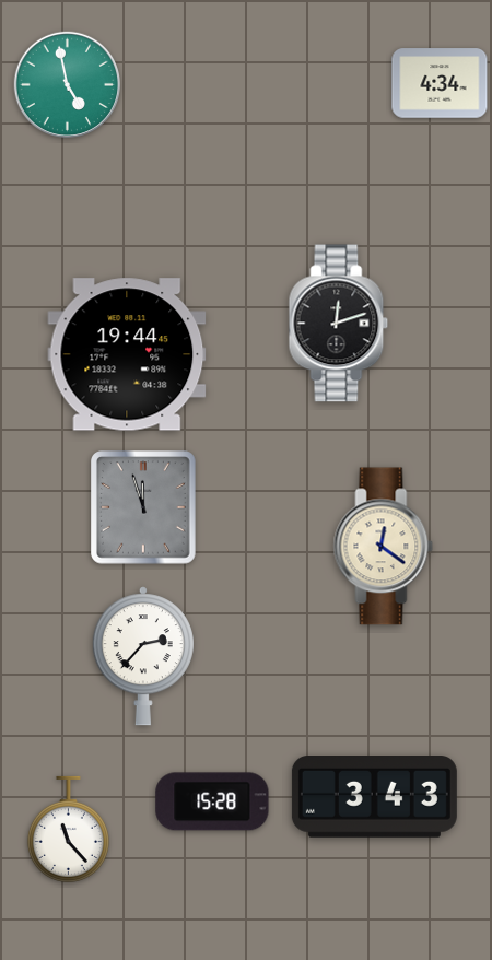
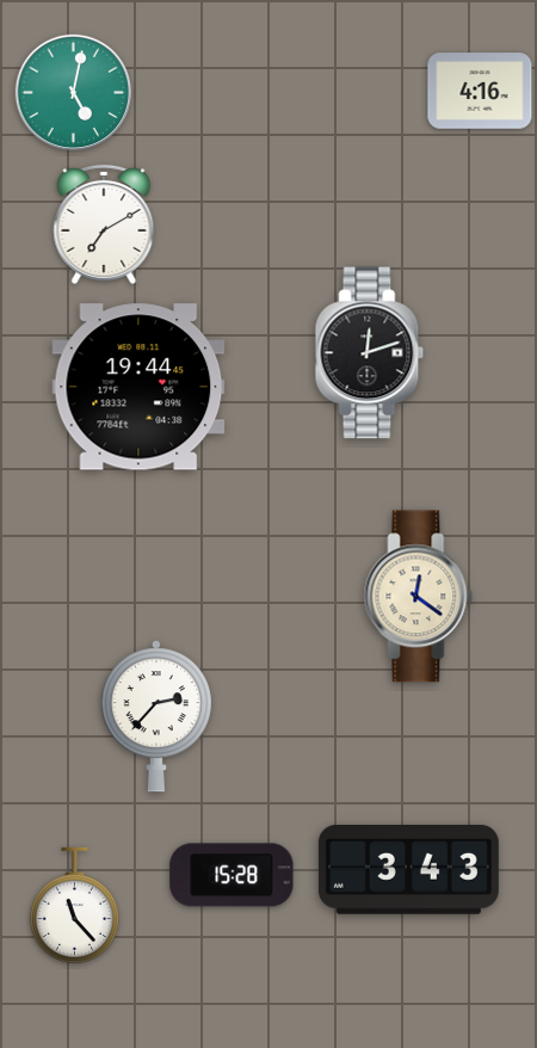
clock at (440, 83): 4:34 -> 4:16
clock at (67, 84): 4:58 -> 5:02
clock at (104, 224): none -> 7:10
clock at (144, 507): 11:57 -> none
